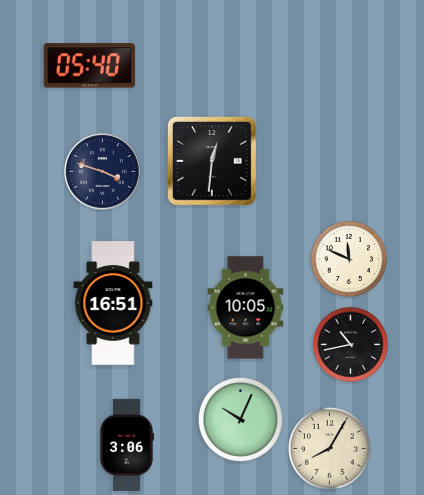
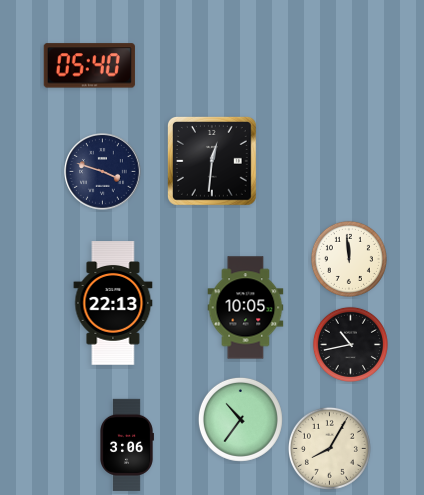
clock at (349, 259): 11:49 -> 11:59
clock at (113, 303): 16:51 -> 22:13
clock at (240, 419): 10:04 -> 10:36
